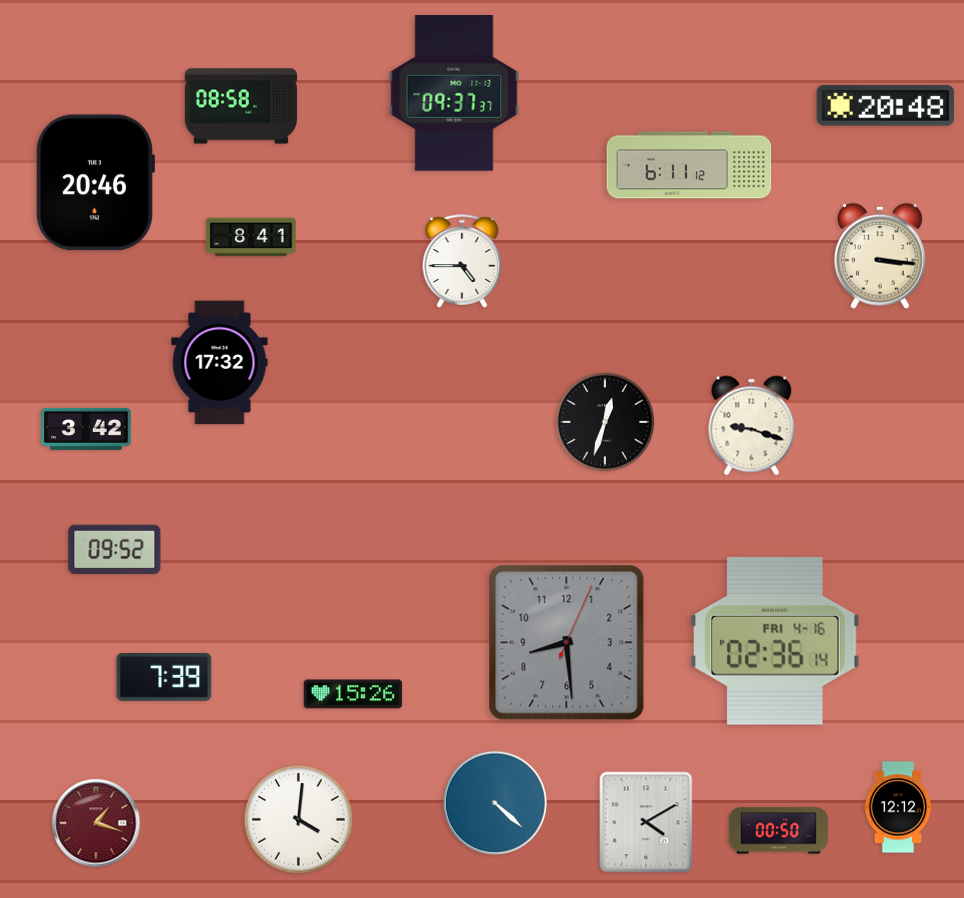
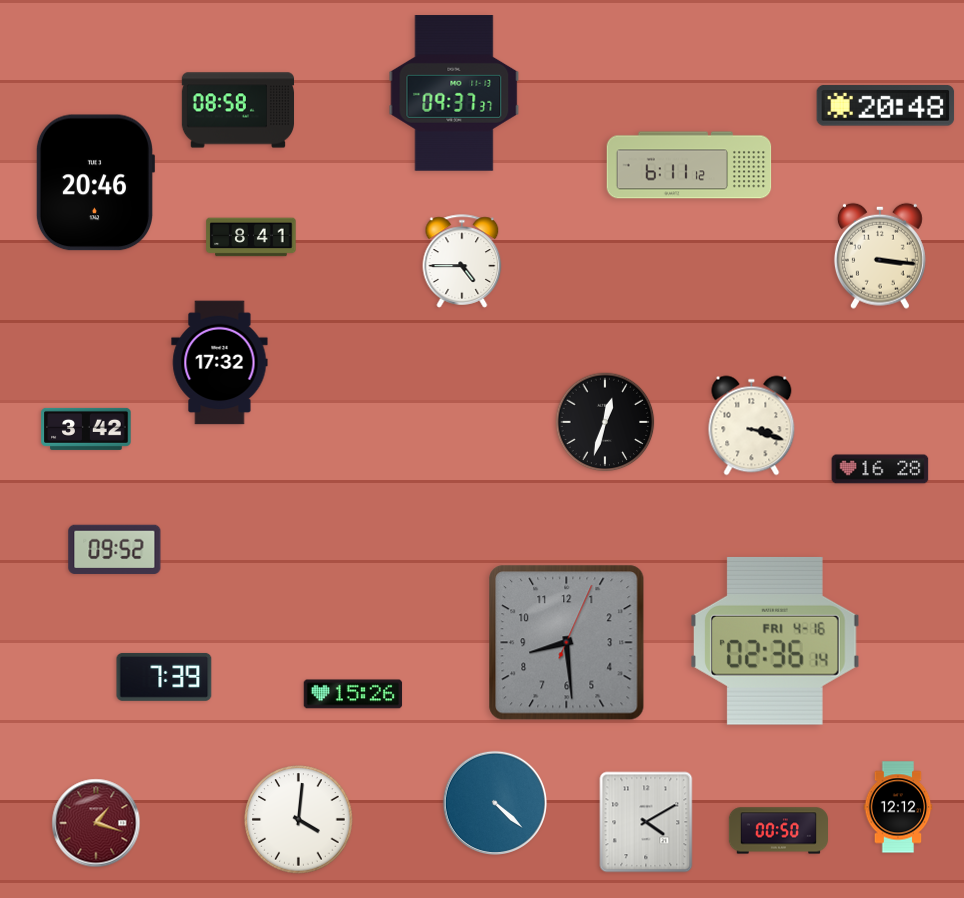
clock at (240, 106) position: (240, 106) -> (237, 110)
clock at (752, 426): 9:18 -> 3:18
clock at (880, 469): none -> 16:28
